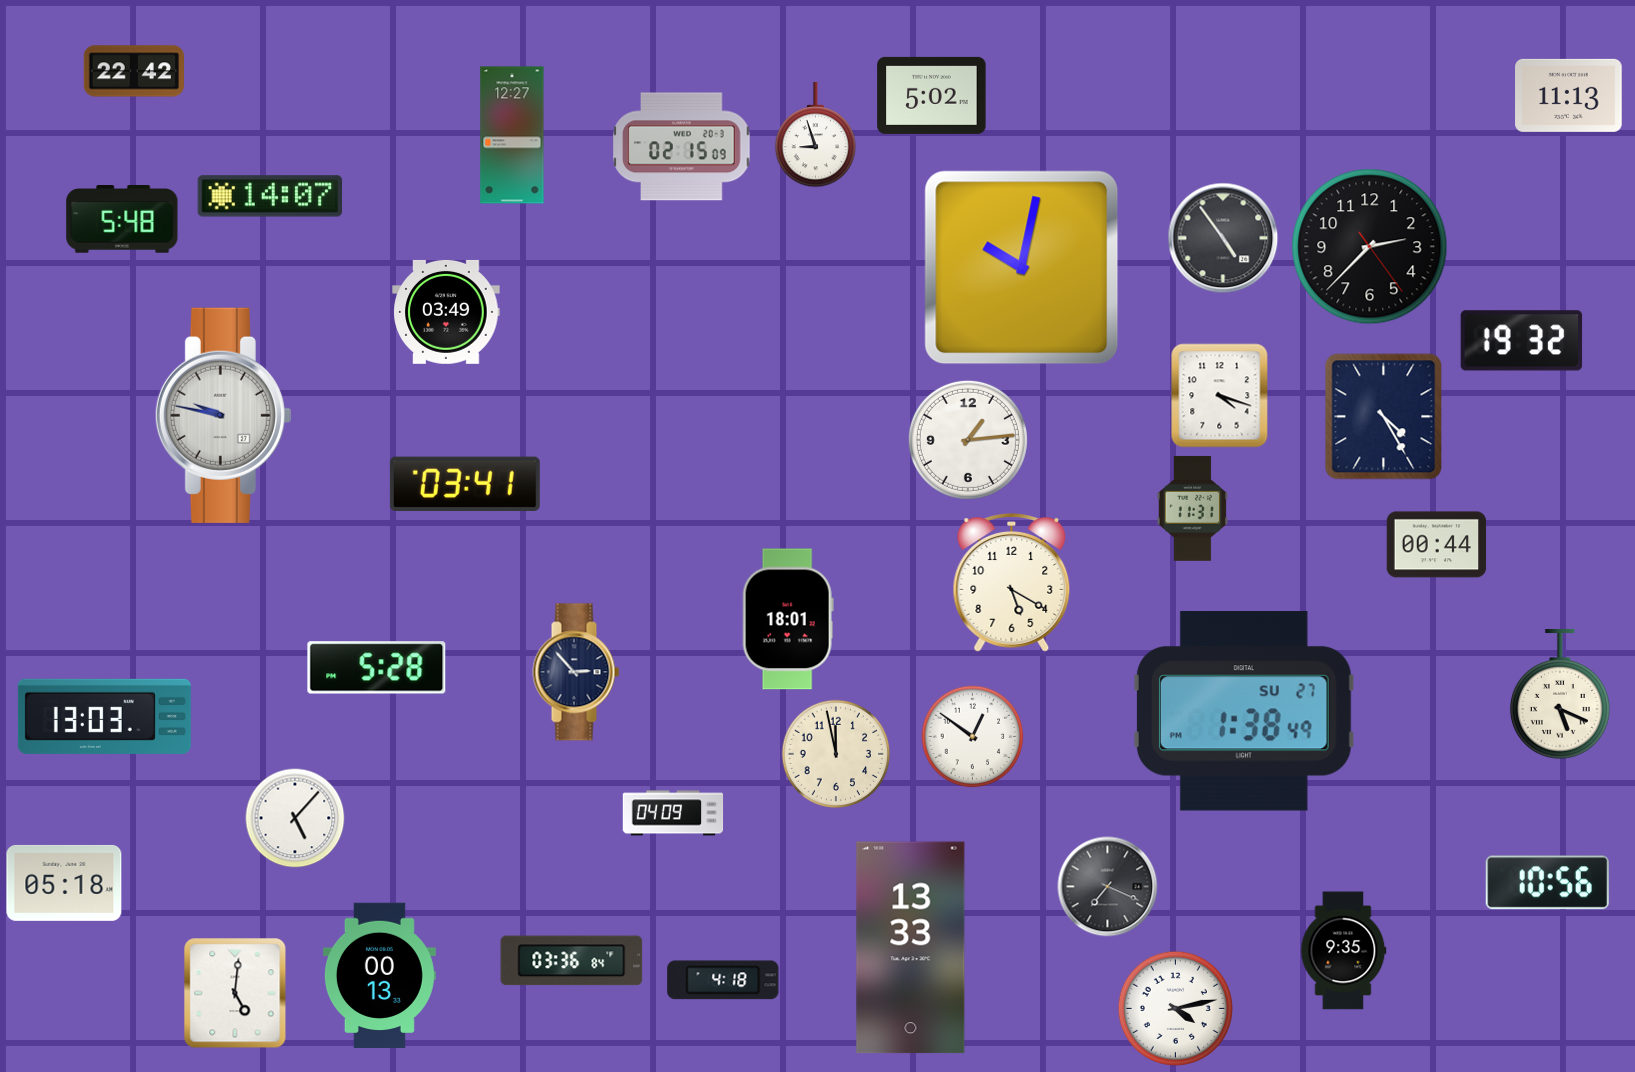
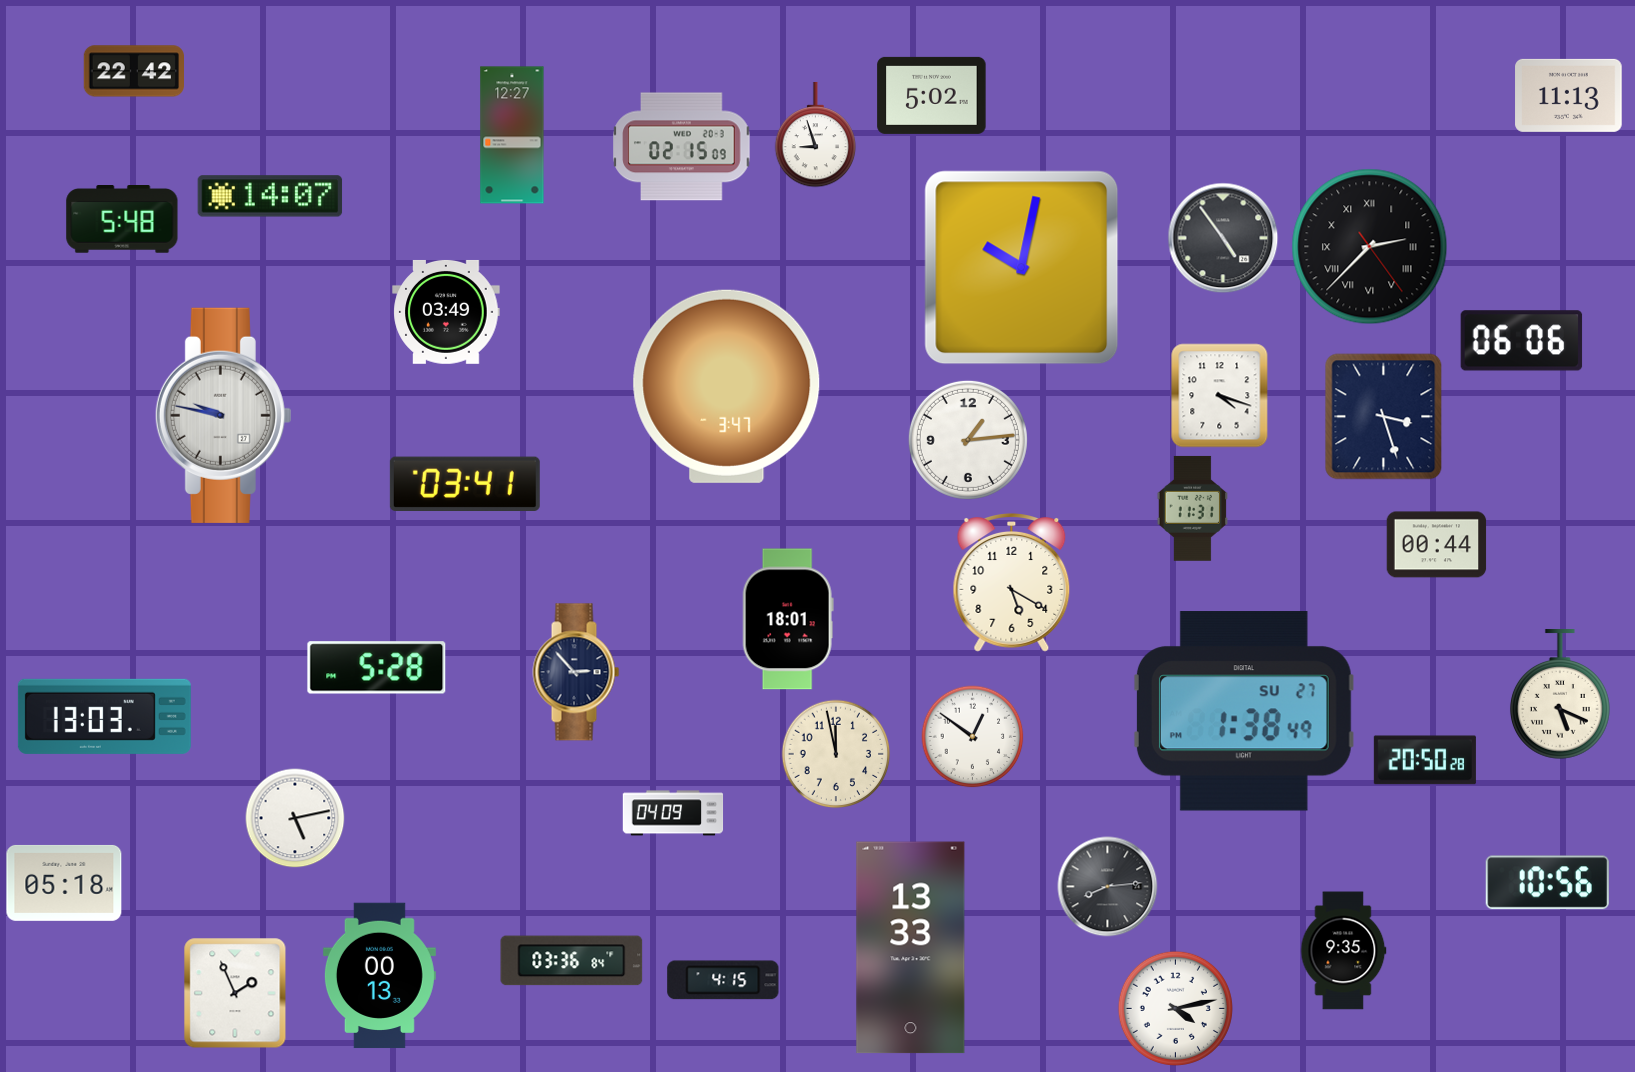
clock at (1370, 247) numerals: Arabic -> Roman
clock at (1522, 341): 19:32 -> 06:06
clock at (727, 386): none -> 3:47
clock at (1384, 417): 4:25 -> 3:27
clock at (1425, 760): none -> 20:50
clock at (295, 818): 5:07 -> 5:13
clock at (1108, 887): 7:19 -> 8:14
clock at (723, 980): 4:18 -> 4:15
clock at (235, 993): 5:01 -> 1:56
